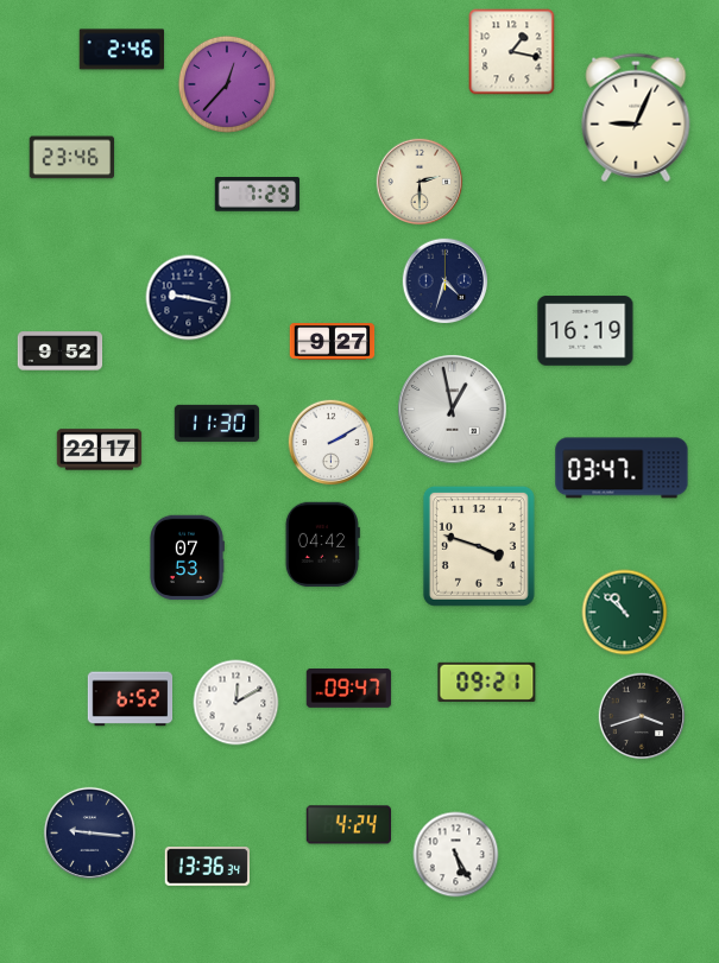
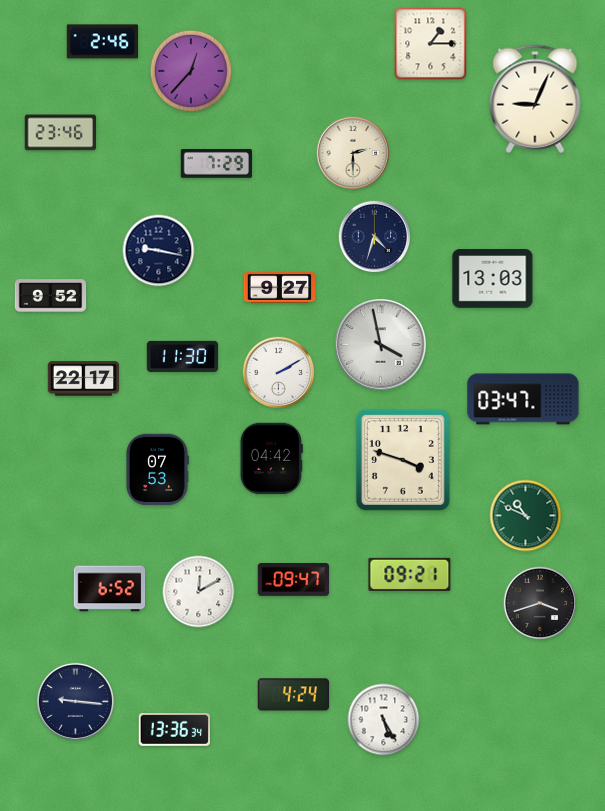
clock at (512, 52): 1:17 -> 1:15
clock at (586, 331): 16:19 -> 13:03
clock at (453, 410): 12:58 -> 3:58
clock at (622, 468) position: (622, 468) -> (523, 399)
clock at (625, 613): 10:52 -> 10:49
